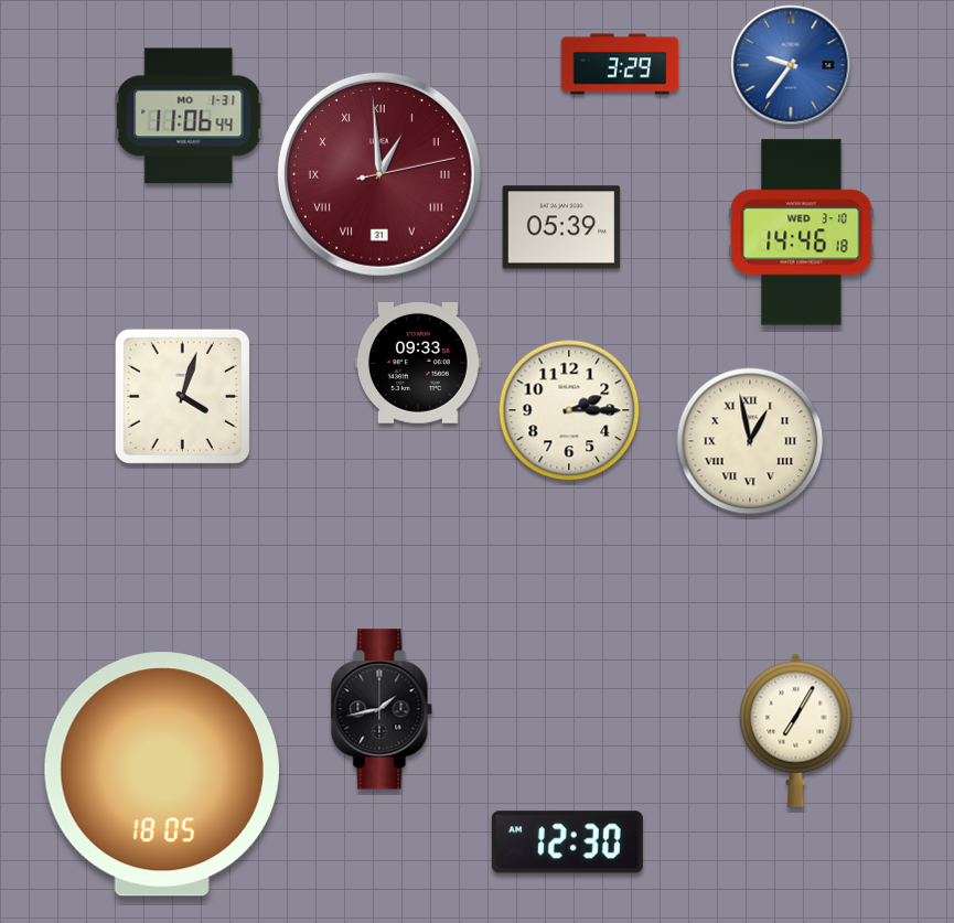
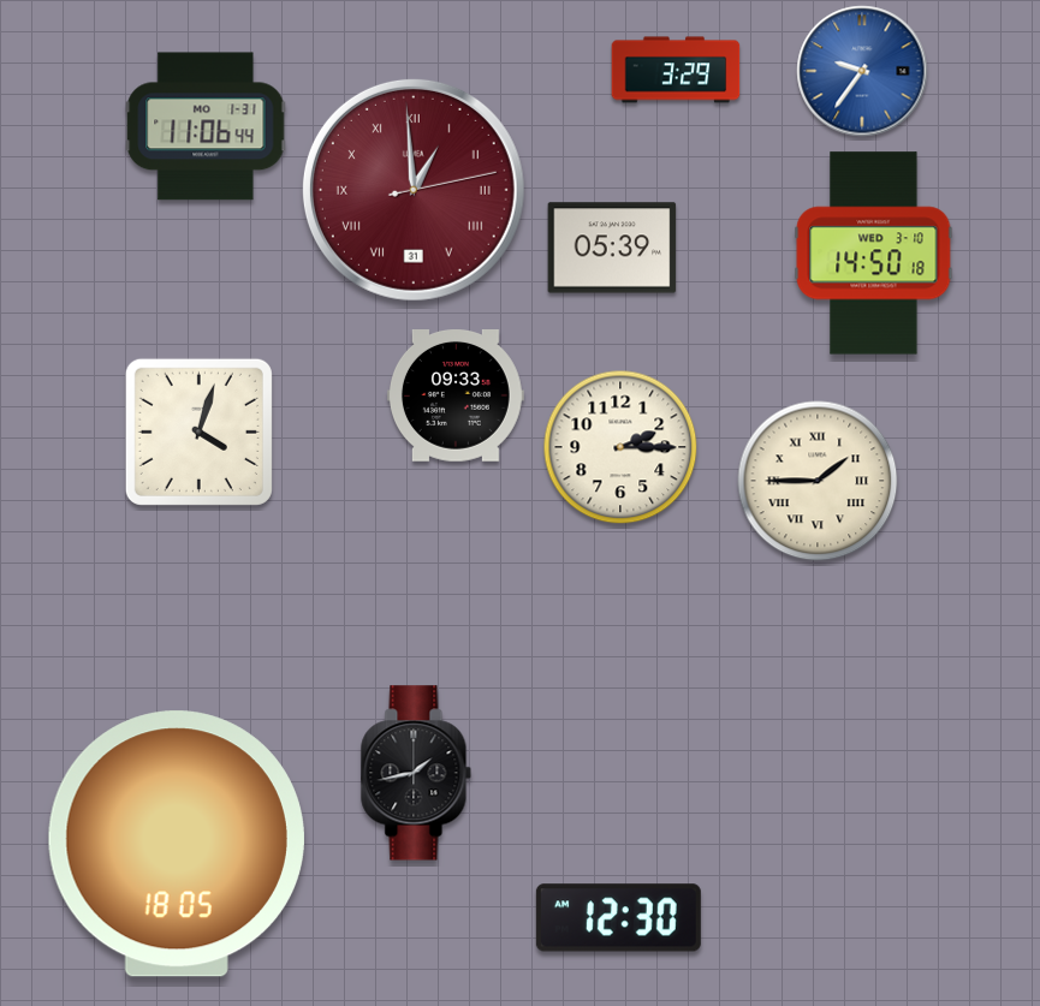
clock at (802, 233): 14:46 -> 14:50
clock at (750, 441): 12:58 -> 1:45
clock at (796, 730): 7:05 -> none
